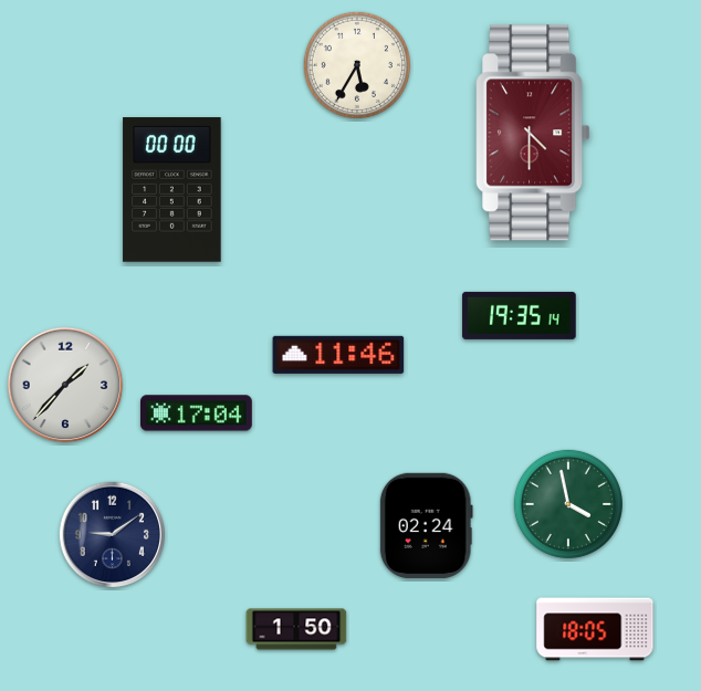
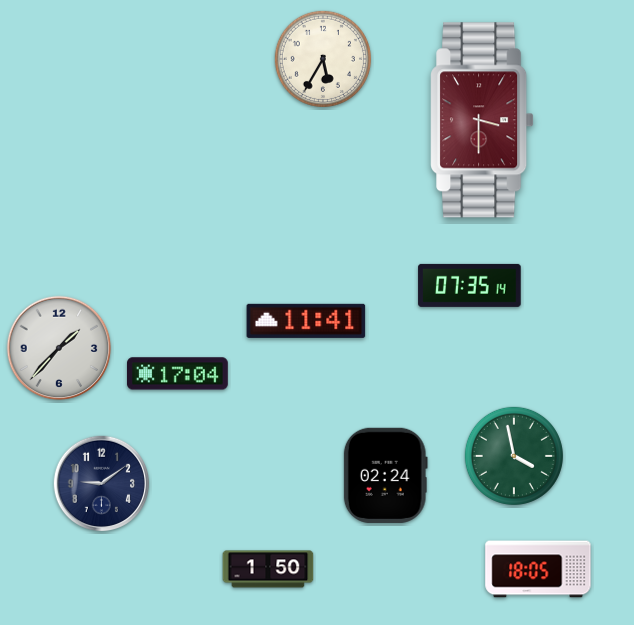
clock at (533, 133): 4:30 -> 3:30
clock at (172, 190): 00:00 -> none
clock at (520, 315): 19:35 -> 07:35
clock at (338, 355): 11:46 -> 11:41
